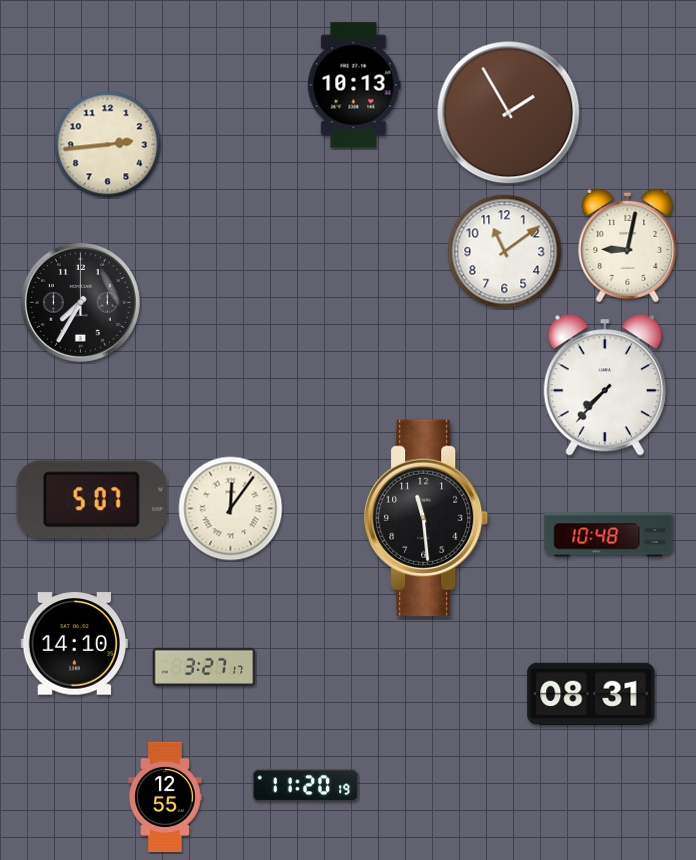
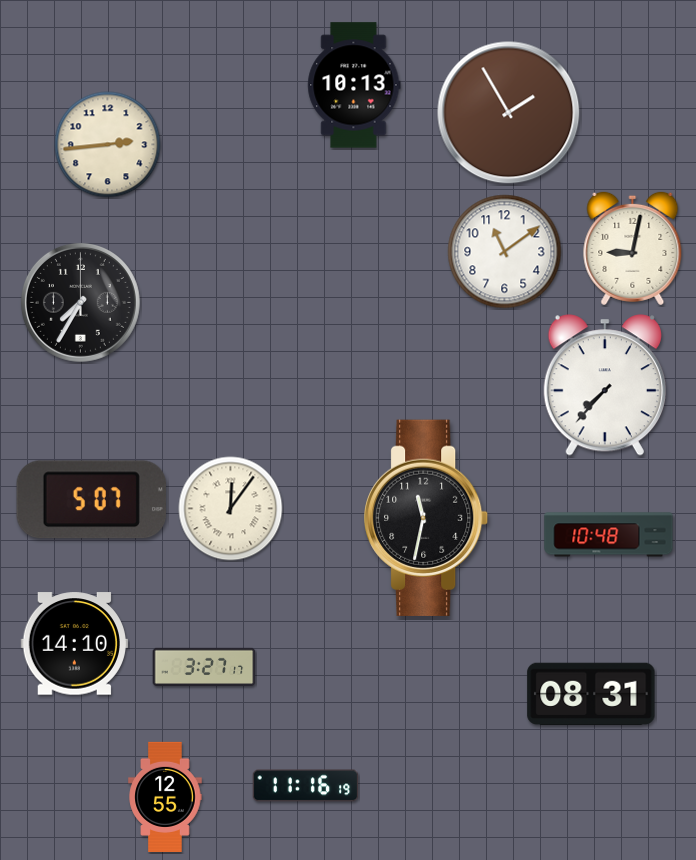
clock at (628, 245) position: (628, 245) -> (633, 248)
clock at (427, 518): 11:29 -> 11:32
clock at (306, 786): 11:20 -> 11:16
